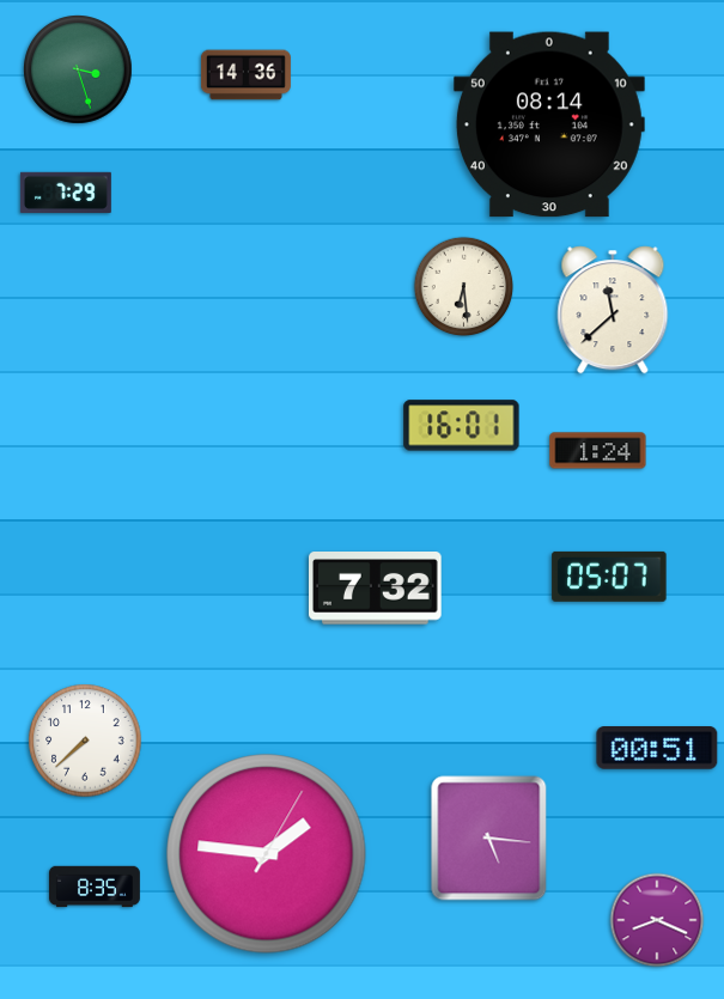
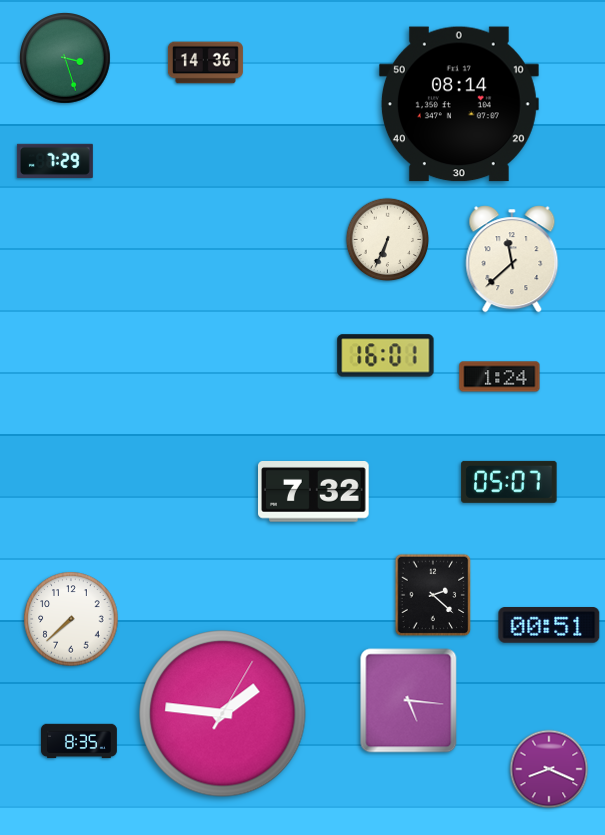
clock at (464, 287): 6:29 -> 6:34
clock at (433, 595): none -> 2:22
